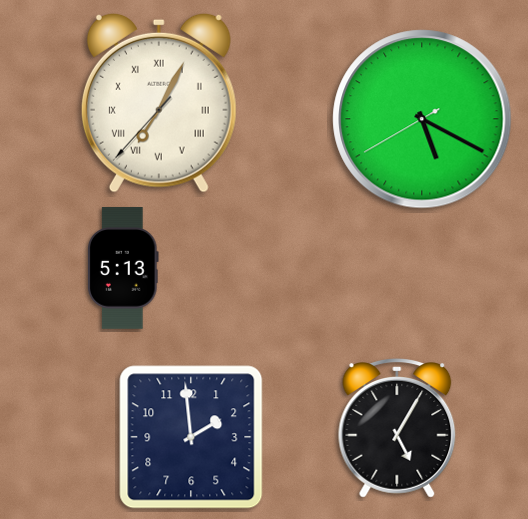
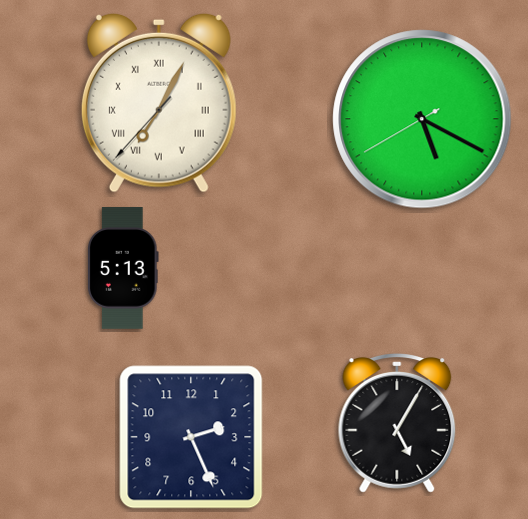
clock at (397, 429) position: (397, 429) -> (397, 424)
clock at (191, 437): 1:59 -> 2:26
